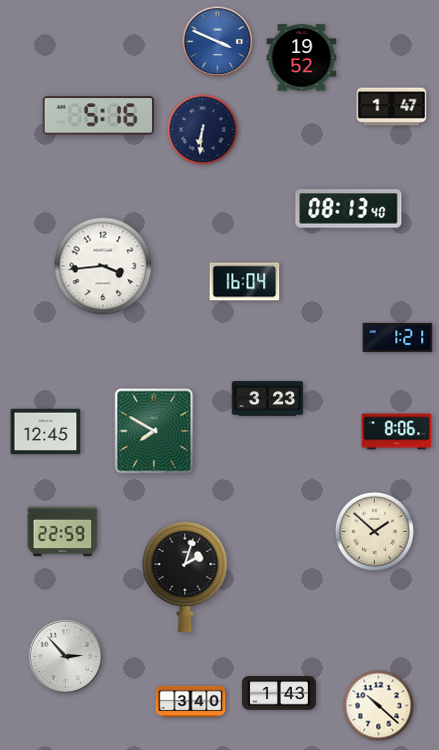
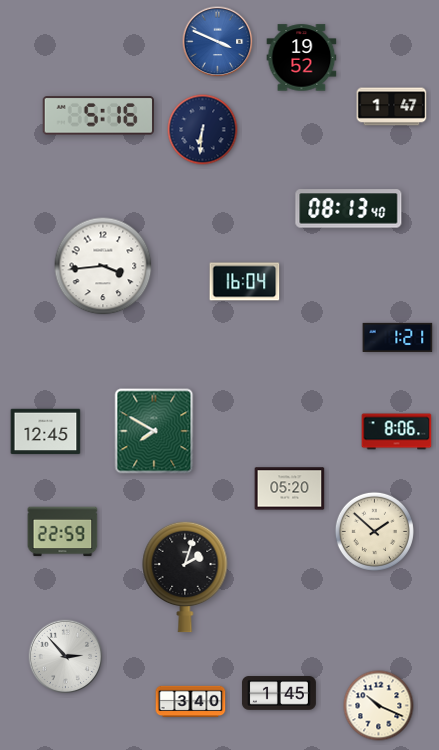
clock at (268, 399): 3:23 -> none
clock at (290, 489): none -> 05:20
clock at (279, 693): 1:43 -> 1:45
clock at (379, 706): 10:22 -> 10:19
